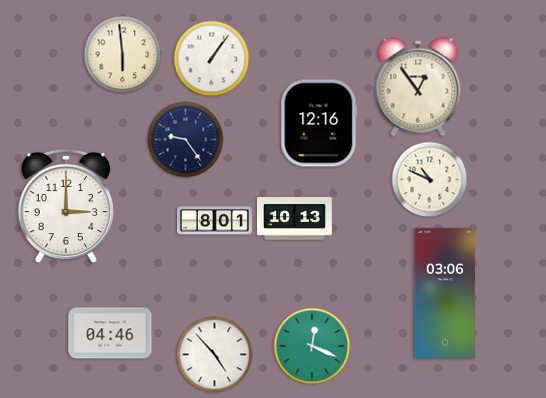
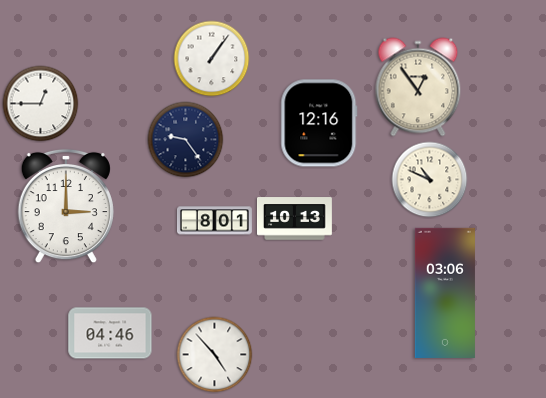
clock at (123, 55): 5:59 -> none
clock at (41, 104): none -> 12:45
clock at (312, 346): 12:19 -> none
